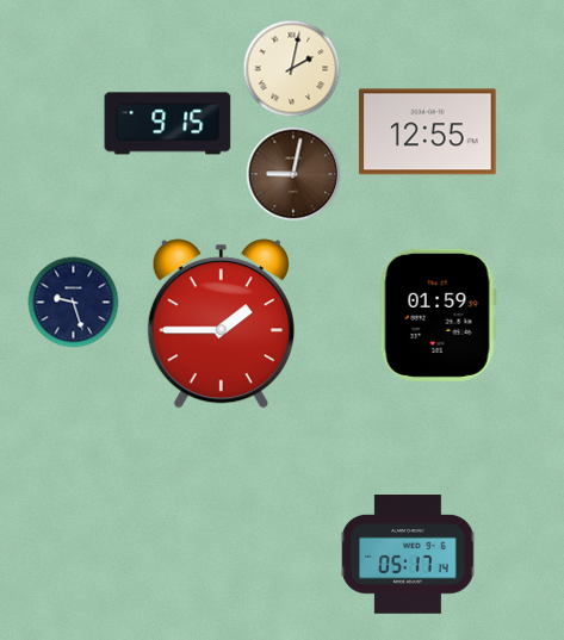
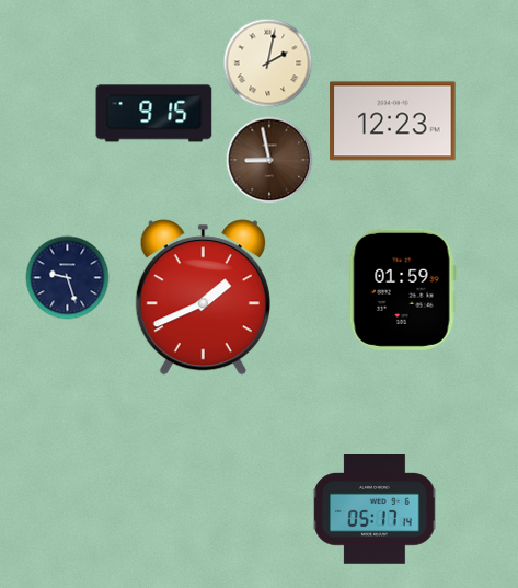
clock at (428, 132): 12:55 -> 12:23
clock at (293, 174): 9:02 -> 8:58
clock at (221, 324): 1:45 -> 1:41
